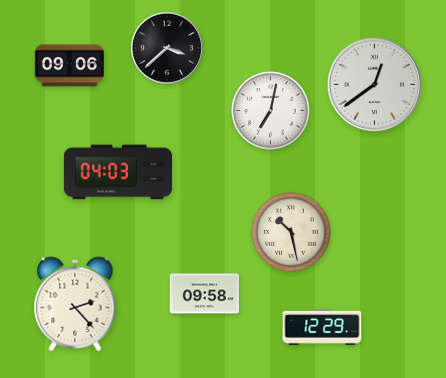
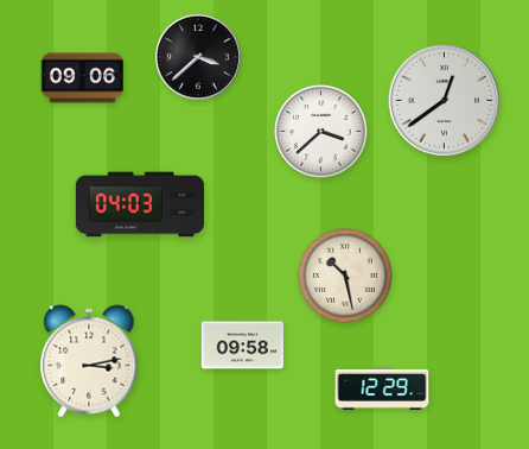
clock at (271, 111): 7:02 -> 3:38
clock at (205, 294) position: (205, 294) -> (243, 346)
clock at (75, 304): 2:23 -> 3:13
